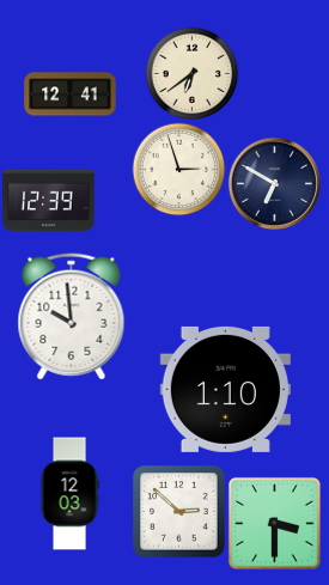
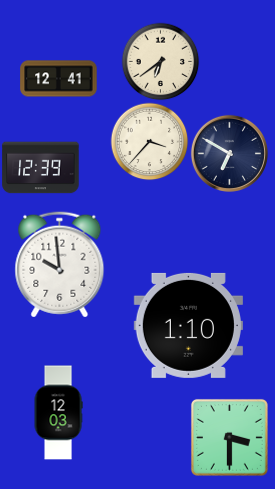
clock at (178, 169): 2:57 -> 3:37
clock at (179, 512): 2:52 -> none
